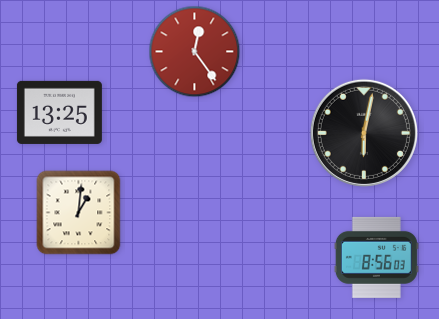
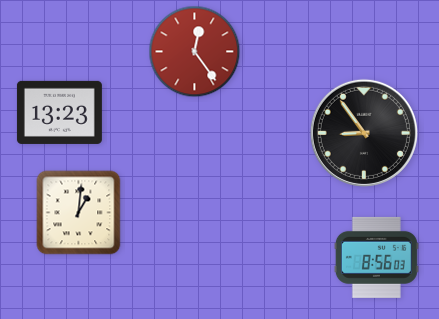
clock at (59, 112): 13:25 -> 13:23
clock at (364, 133): 6:02 -> 8:54
